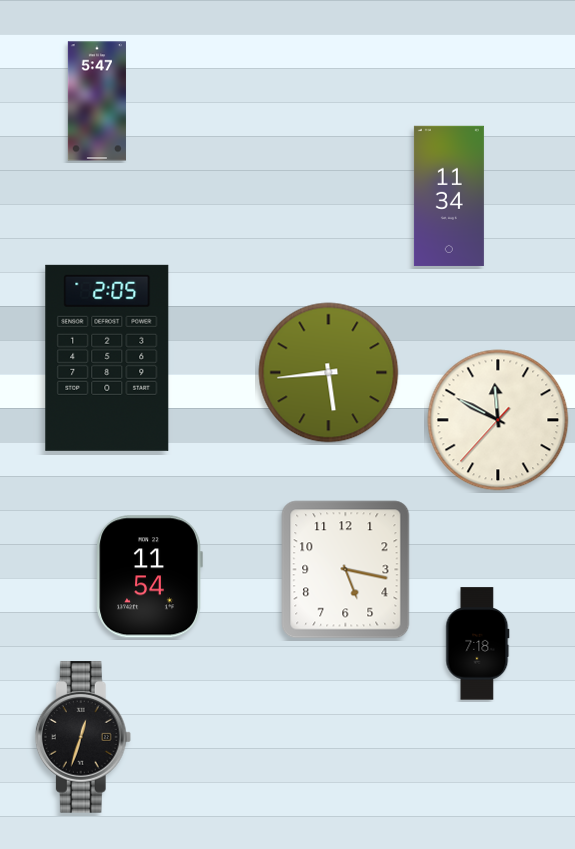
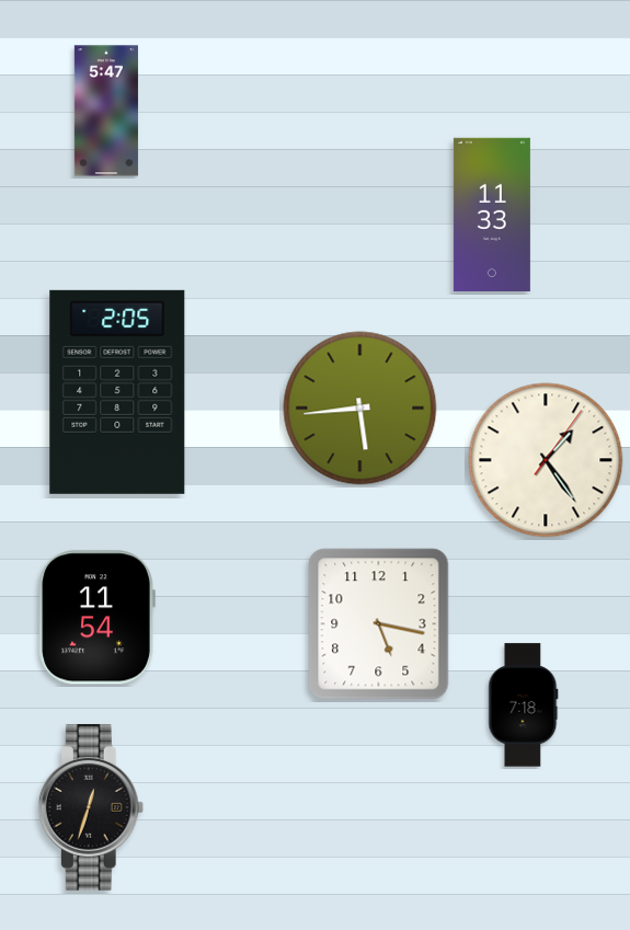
clock at (449, 196): 11:34 -> 11:33
clock at (498, 420): 11:49 -> 1:24
clock at (149, 577) position: (149, 577) -> (96, 618)
